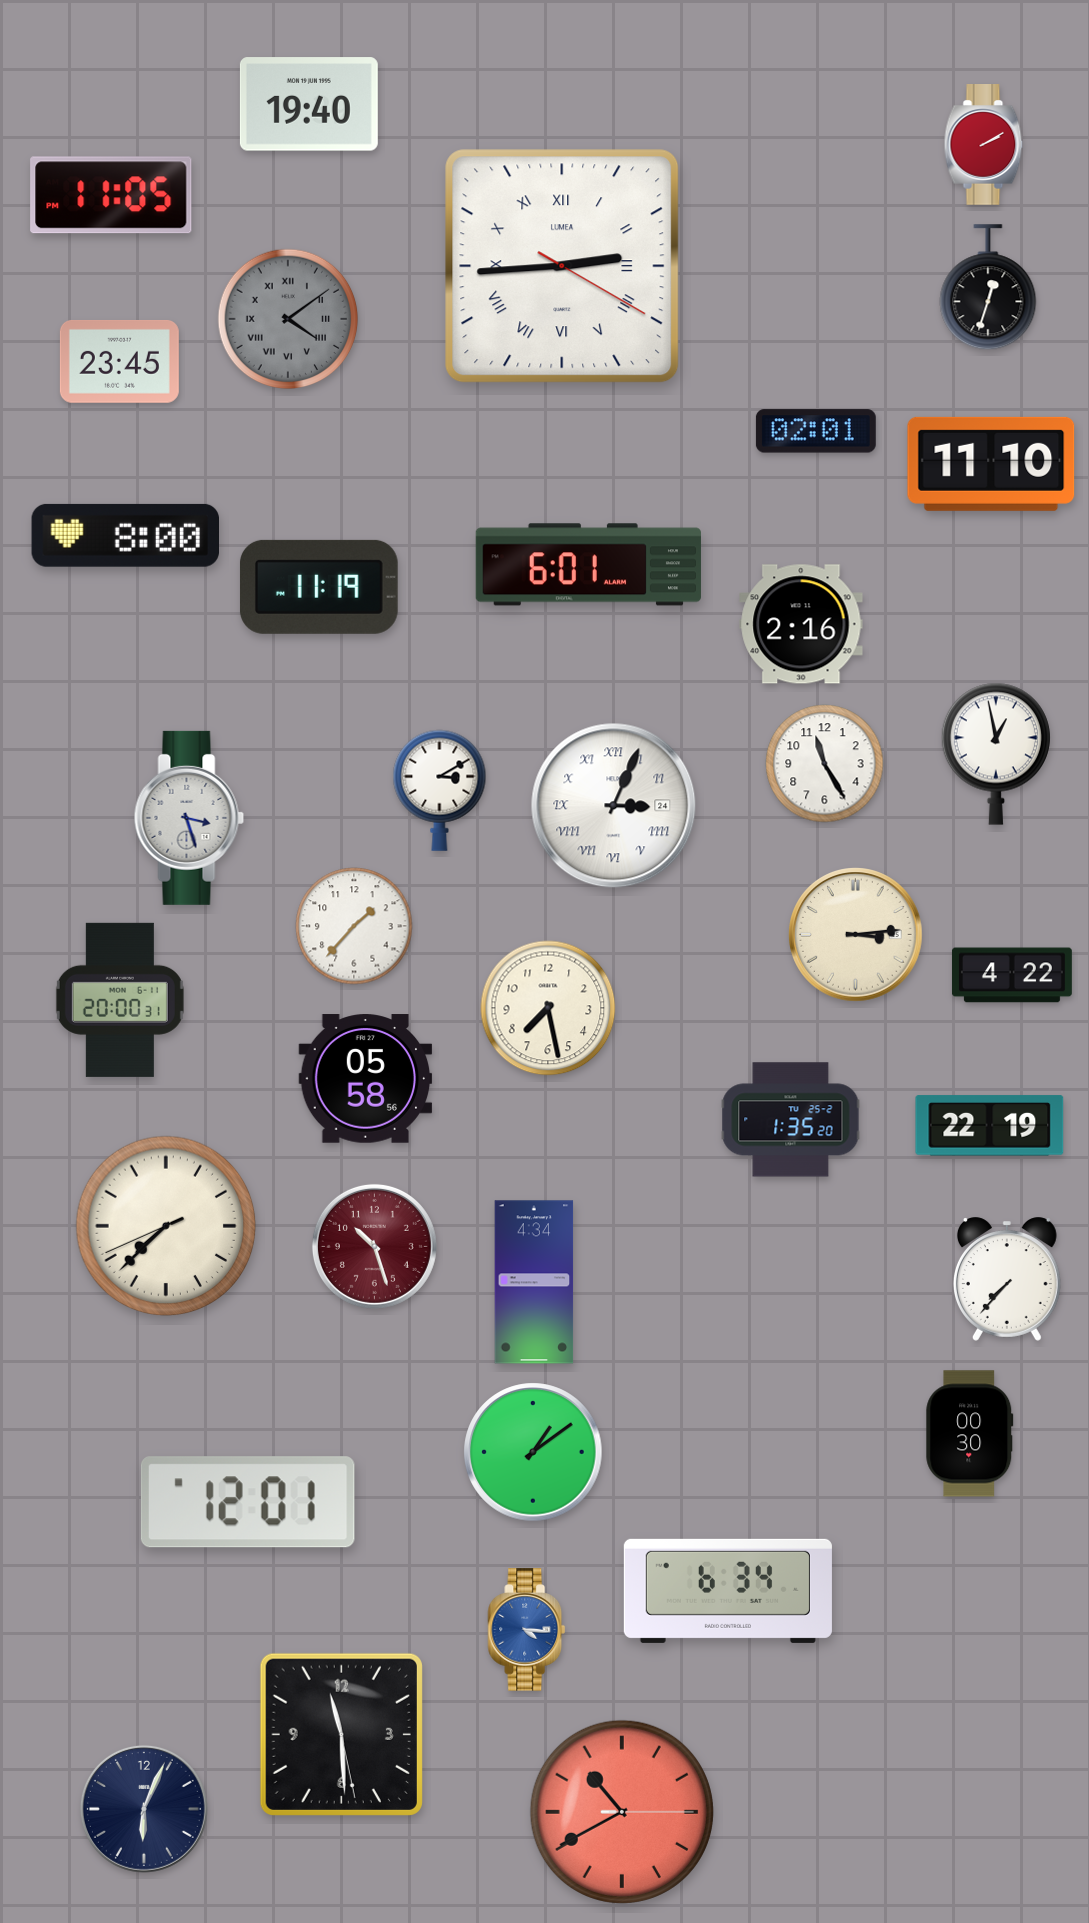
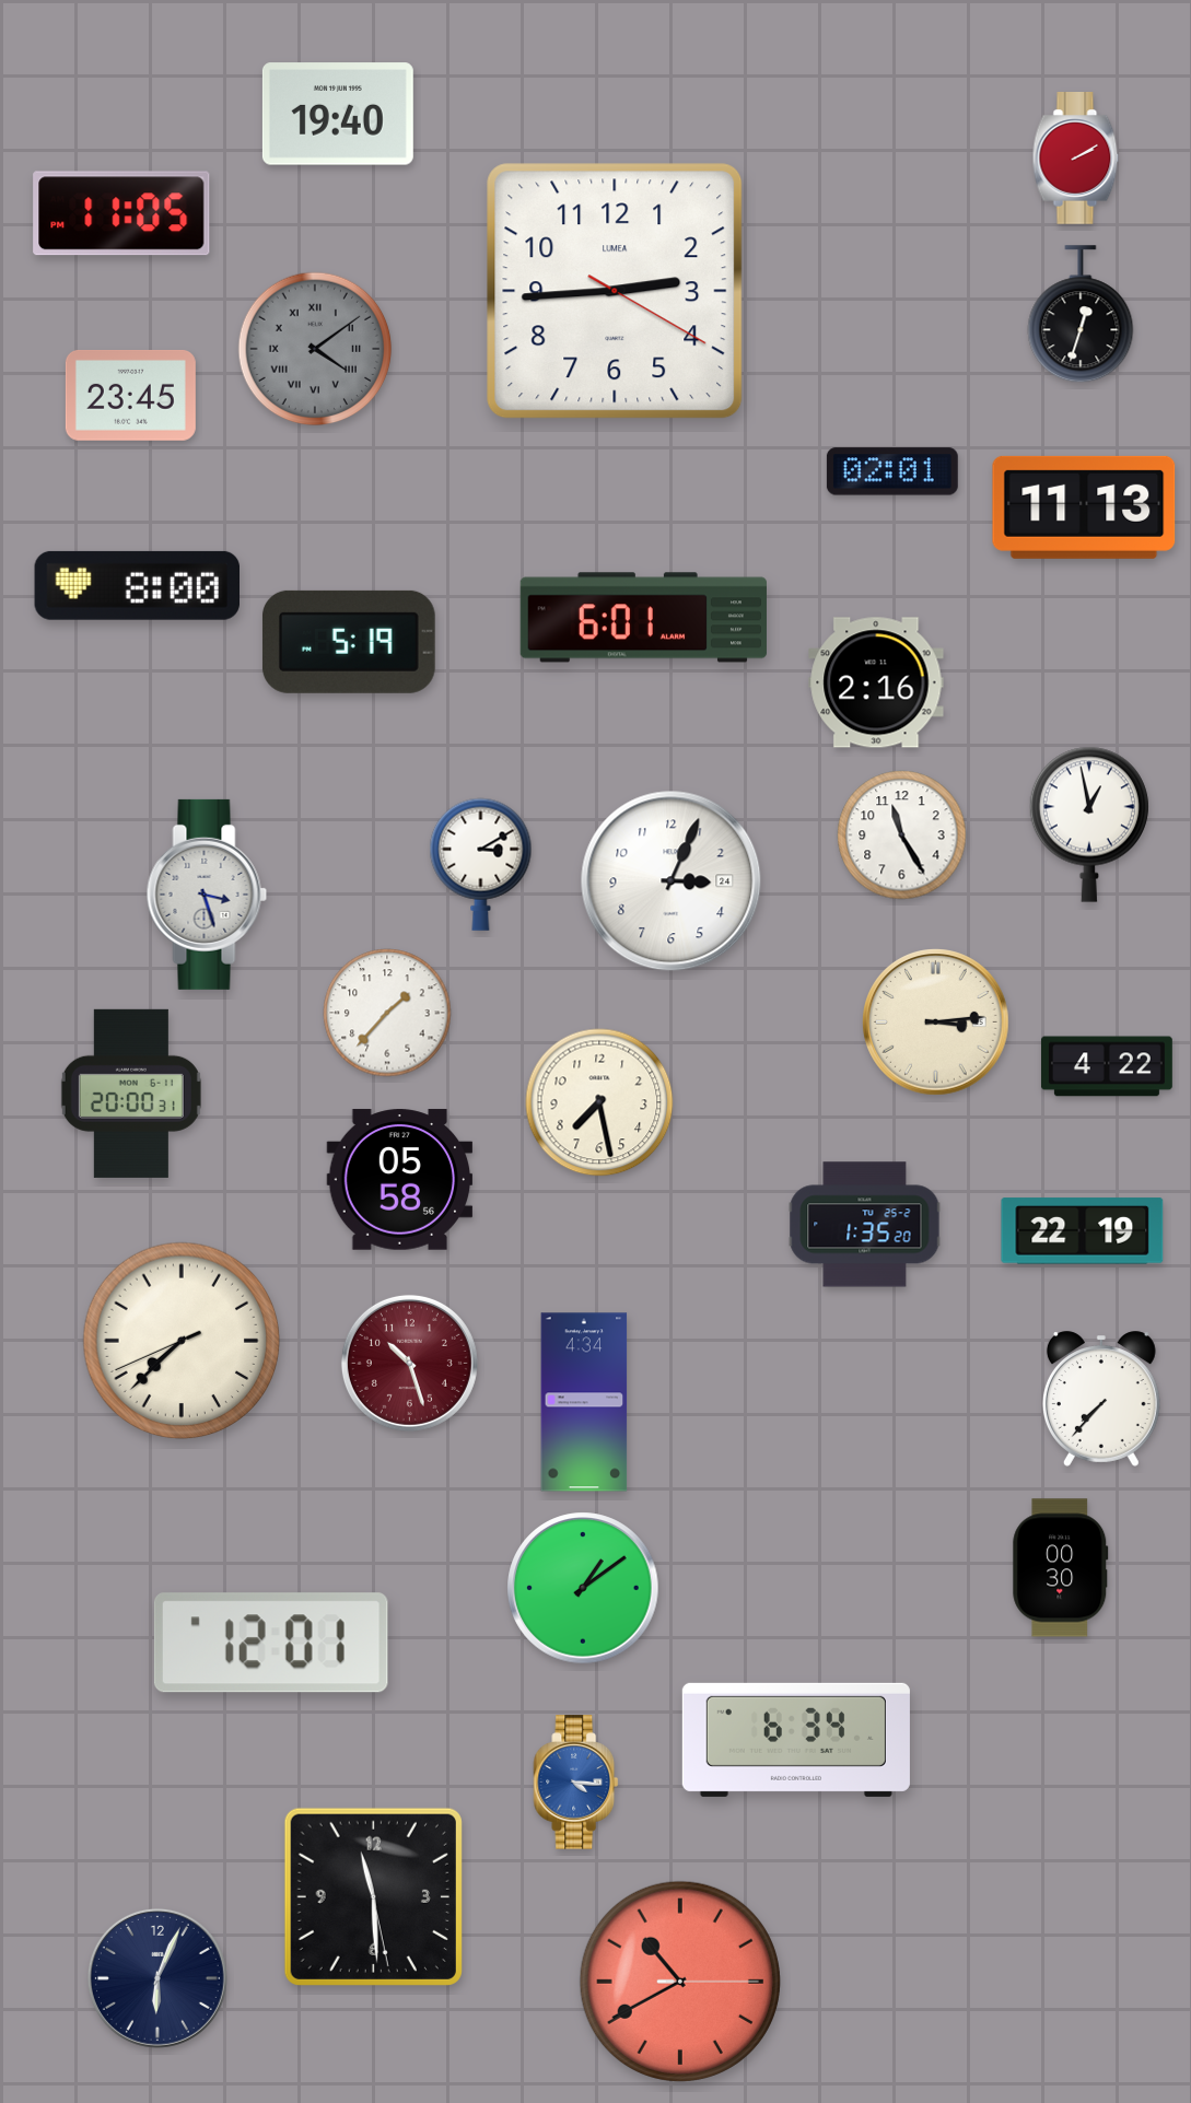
clock at (562, 266) numerals: Roman -> Arabic
clock at (991, 464): 11:10 -> 11:13
clock at (319, 587): 11:19 -> 5:19
clock at (614, 806) numerals: Roman -> Arabic
